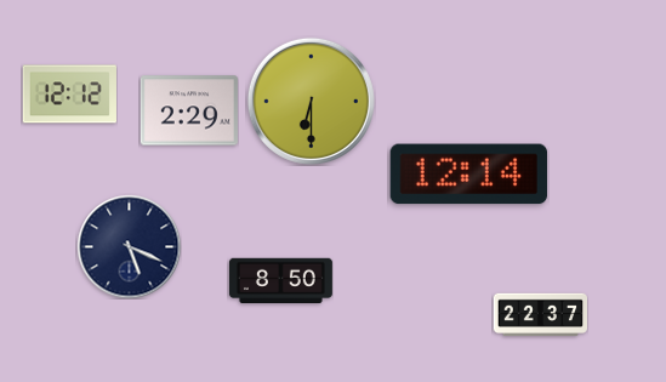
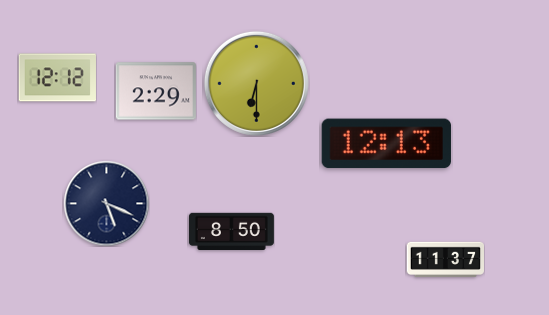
clock at (468, 175): 12:14 -> 12:13
clock at (540, 314): 22:37 -> 11:37
